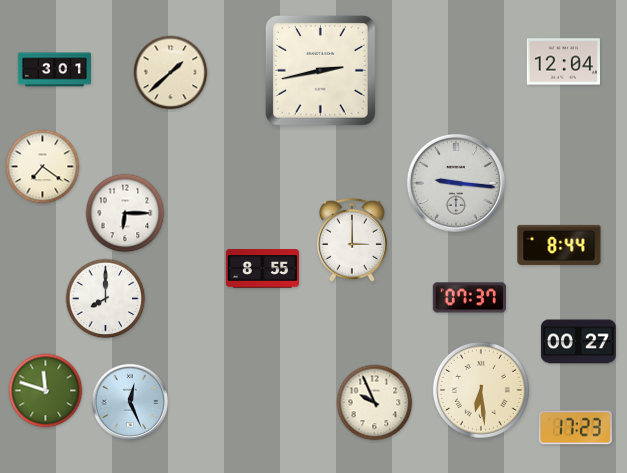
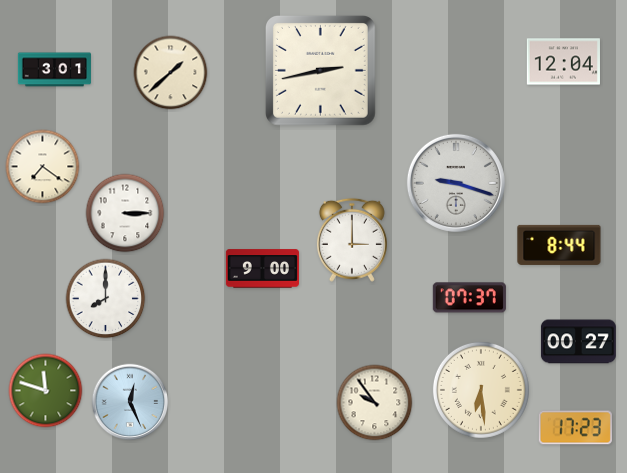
clock at (456, 183): 9:16 -> 9:18
clock at (125, 213): 6:15 -> 3:15
clock at (262, 269): 8:55 -> 9:00
clock at (375, 403): 9:56 -> 9:54
